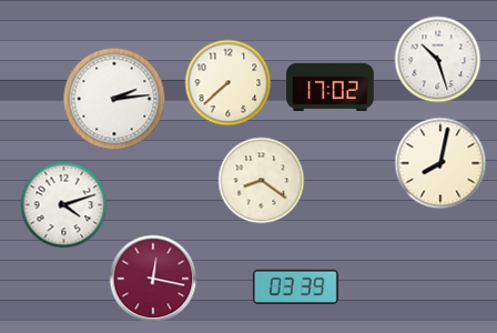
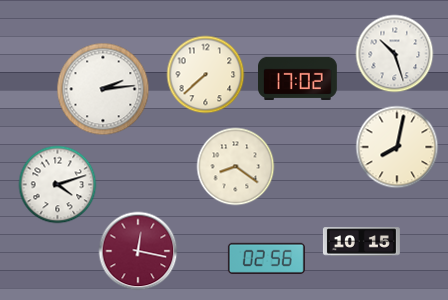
clock at (261, 180) position: (261, 180) -> (235, 166)
clock at (361, 242): none -> 10:15
clock at (295, 286): 03:39 -> 02:56
